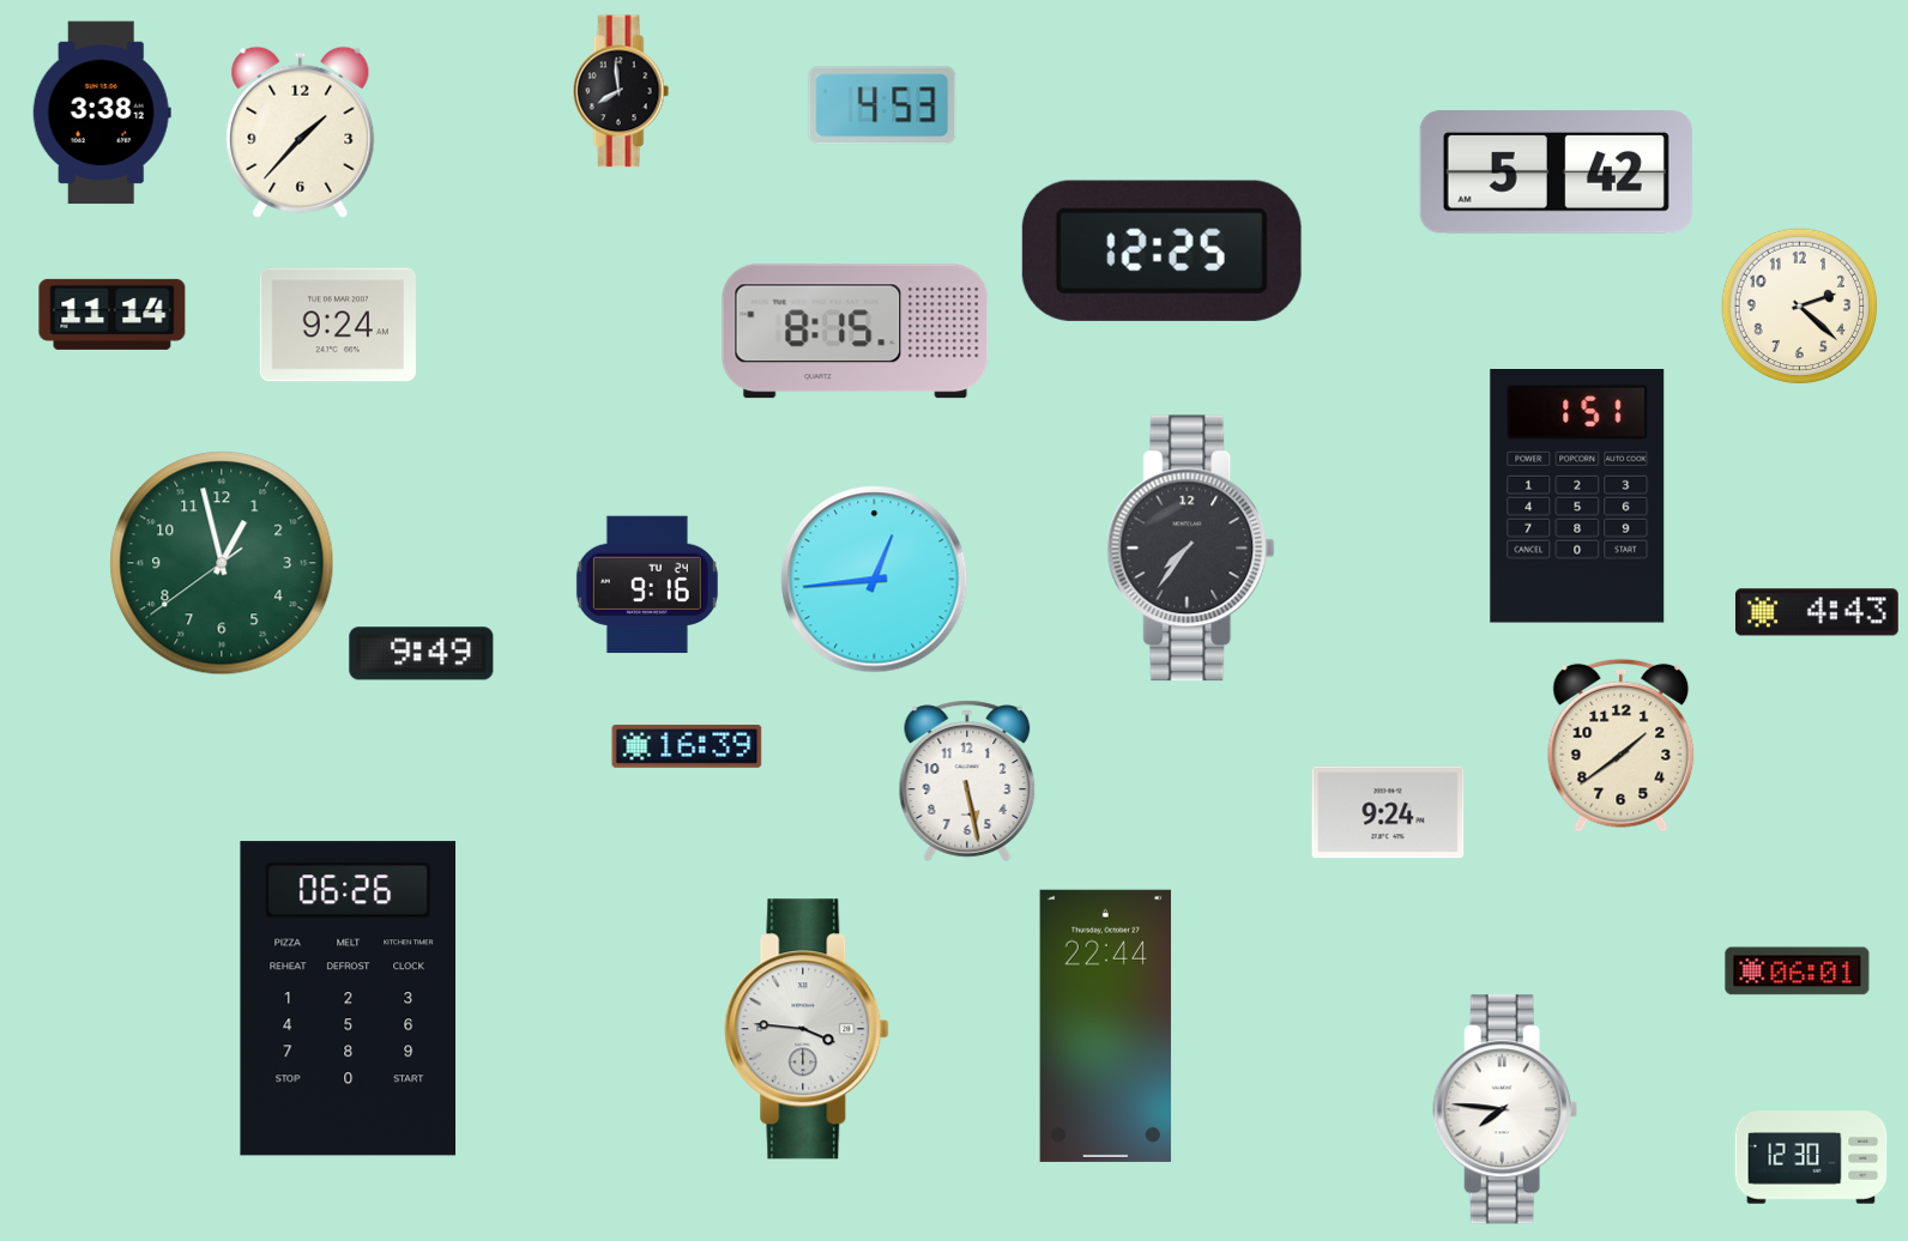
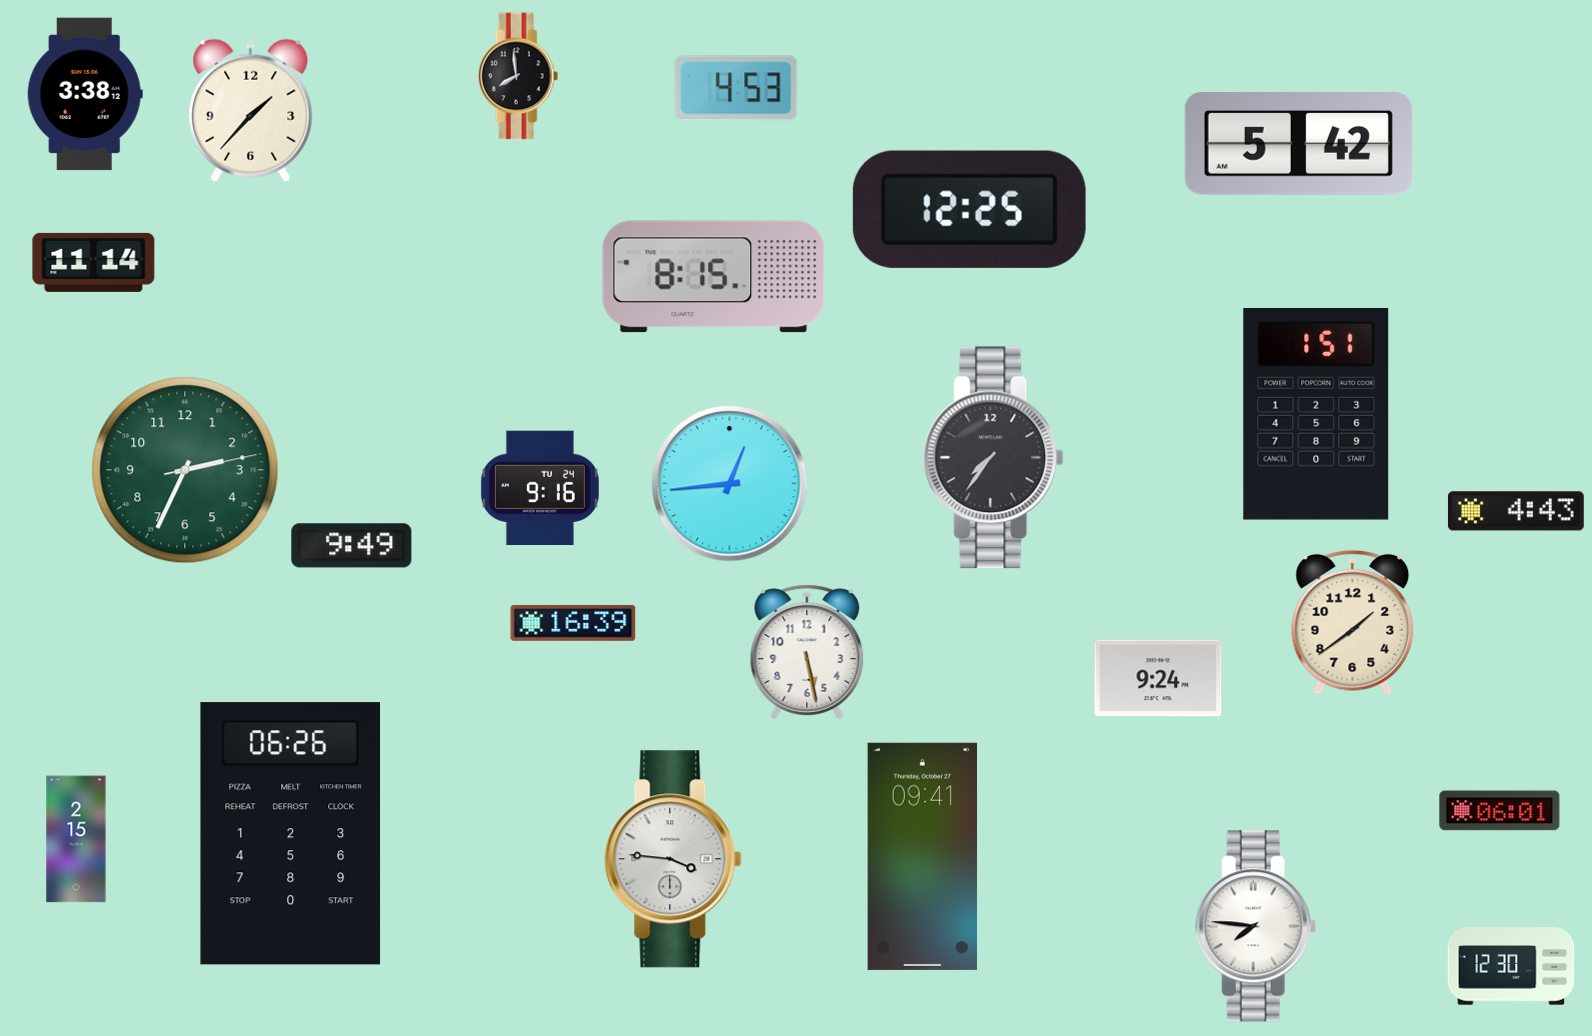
clock at (1800, 307): 2:22 -> none
clock at (338, 325): 9:24 -> none
clock at (222, 563): 12:57 -> 2:34
clock at (76, 839): none -> 2:15
clock at (1106, 1025): 22:44 -> 09:41
